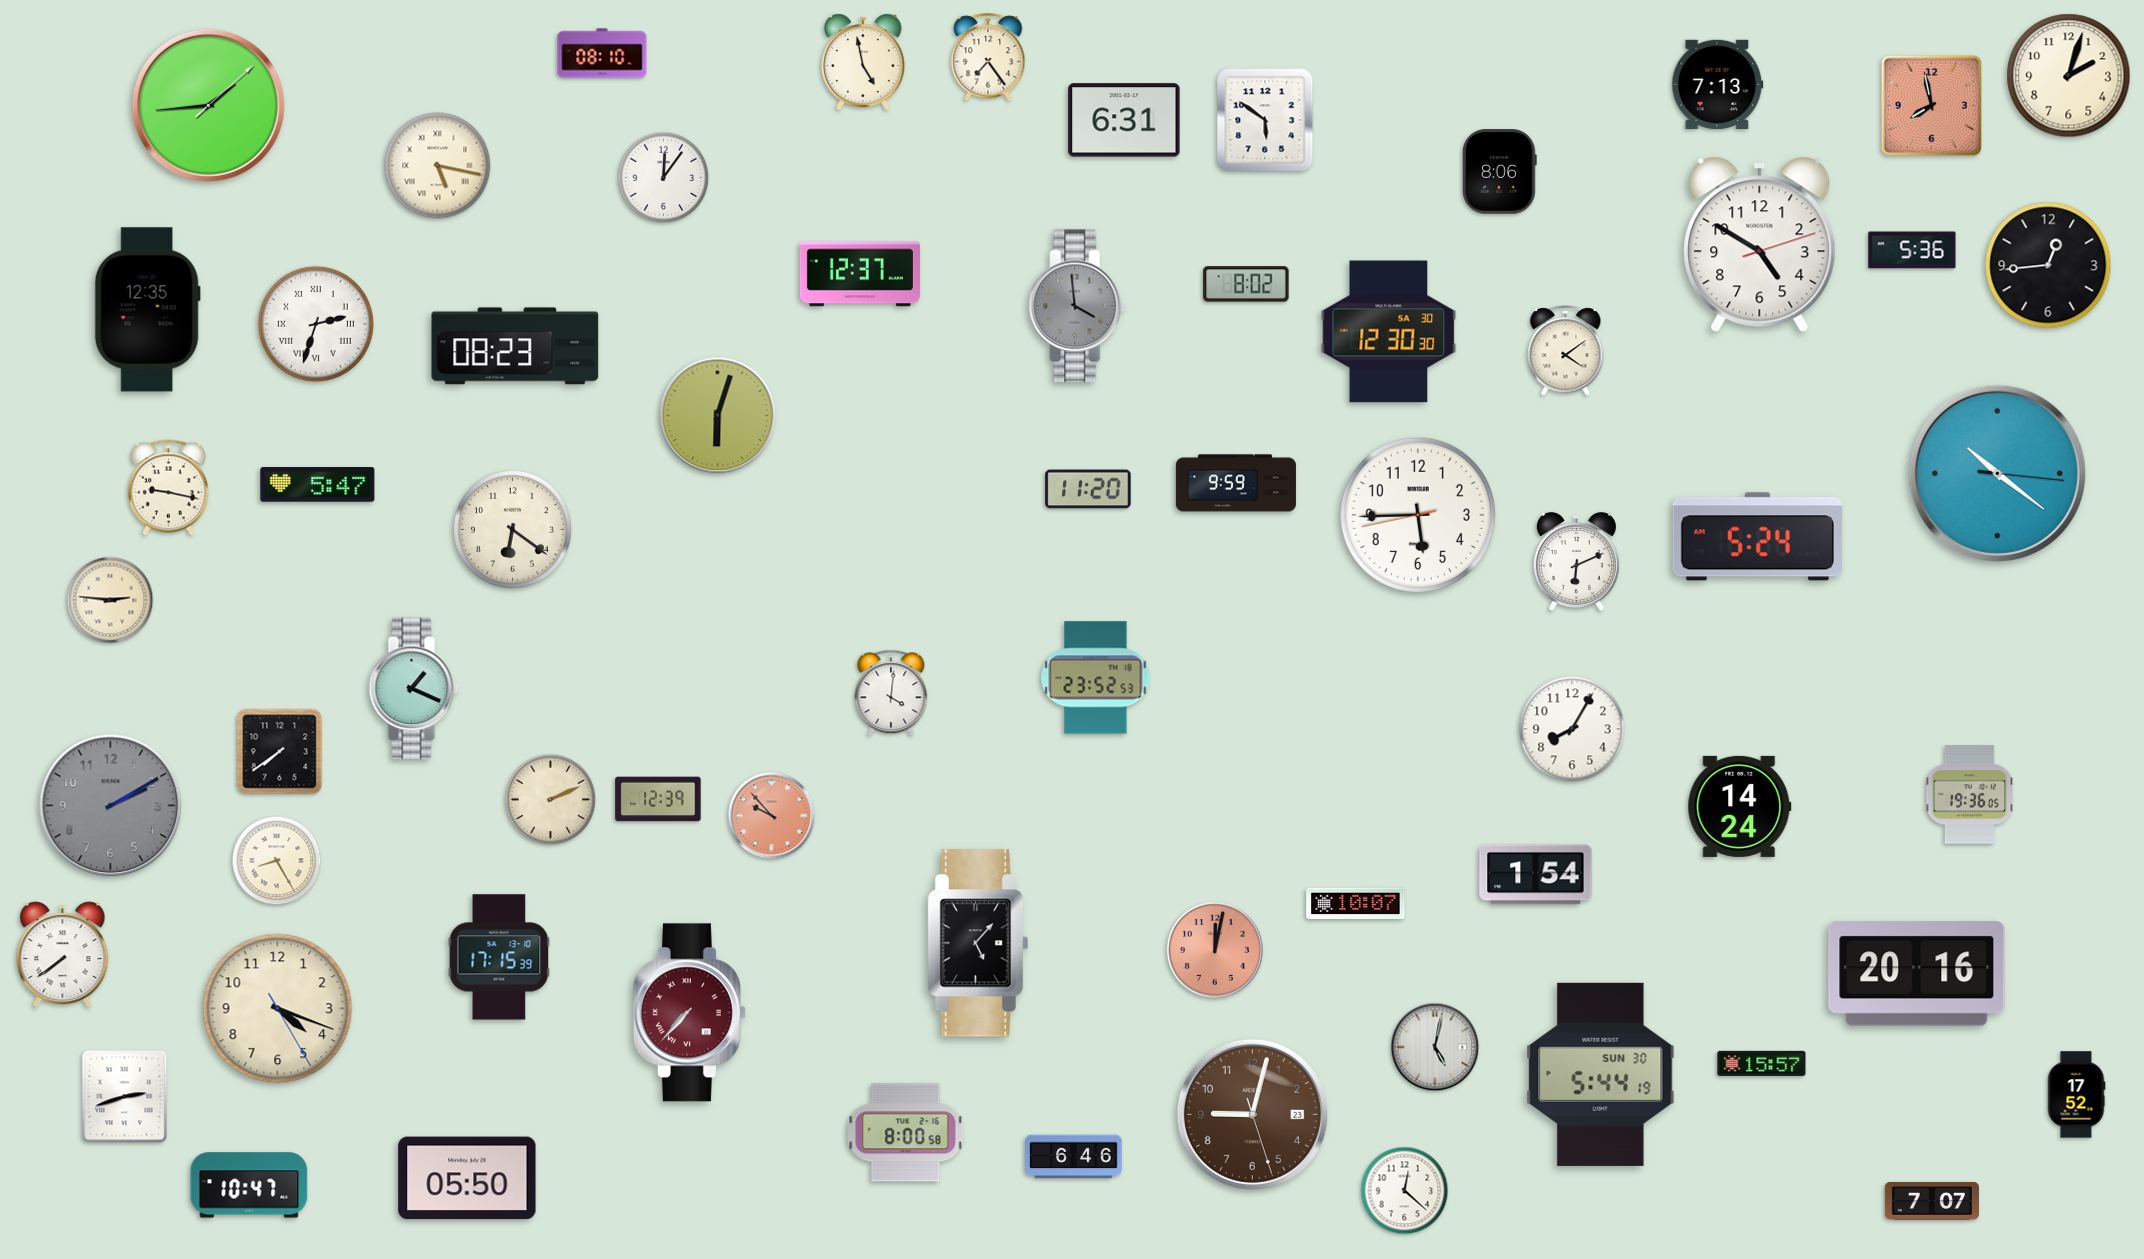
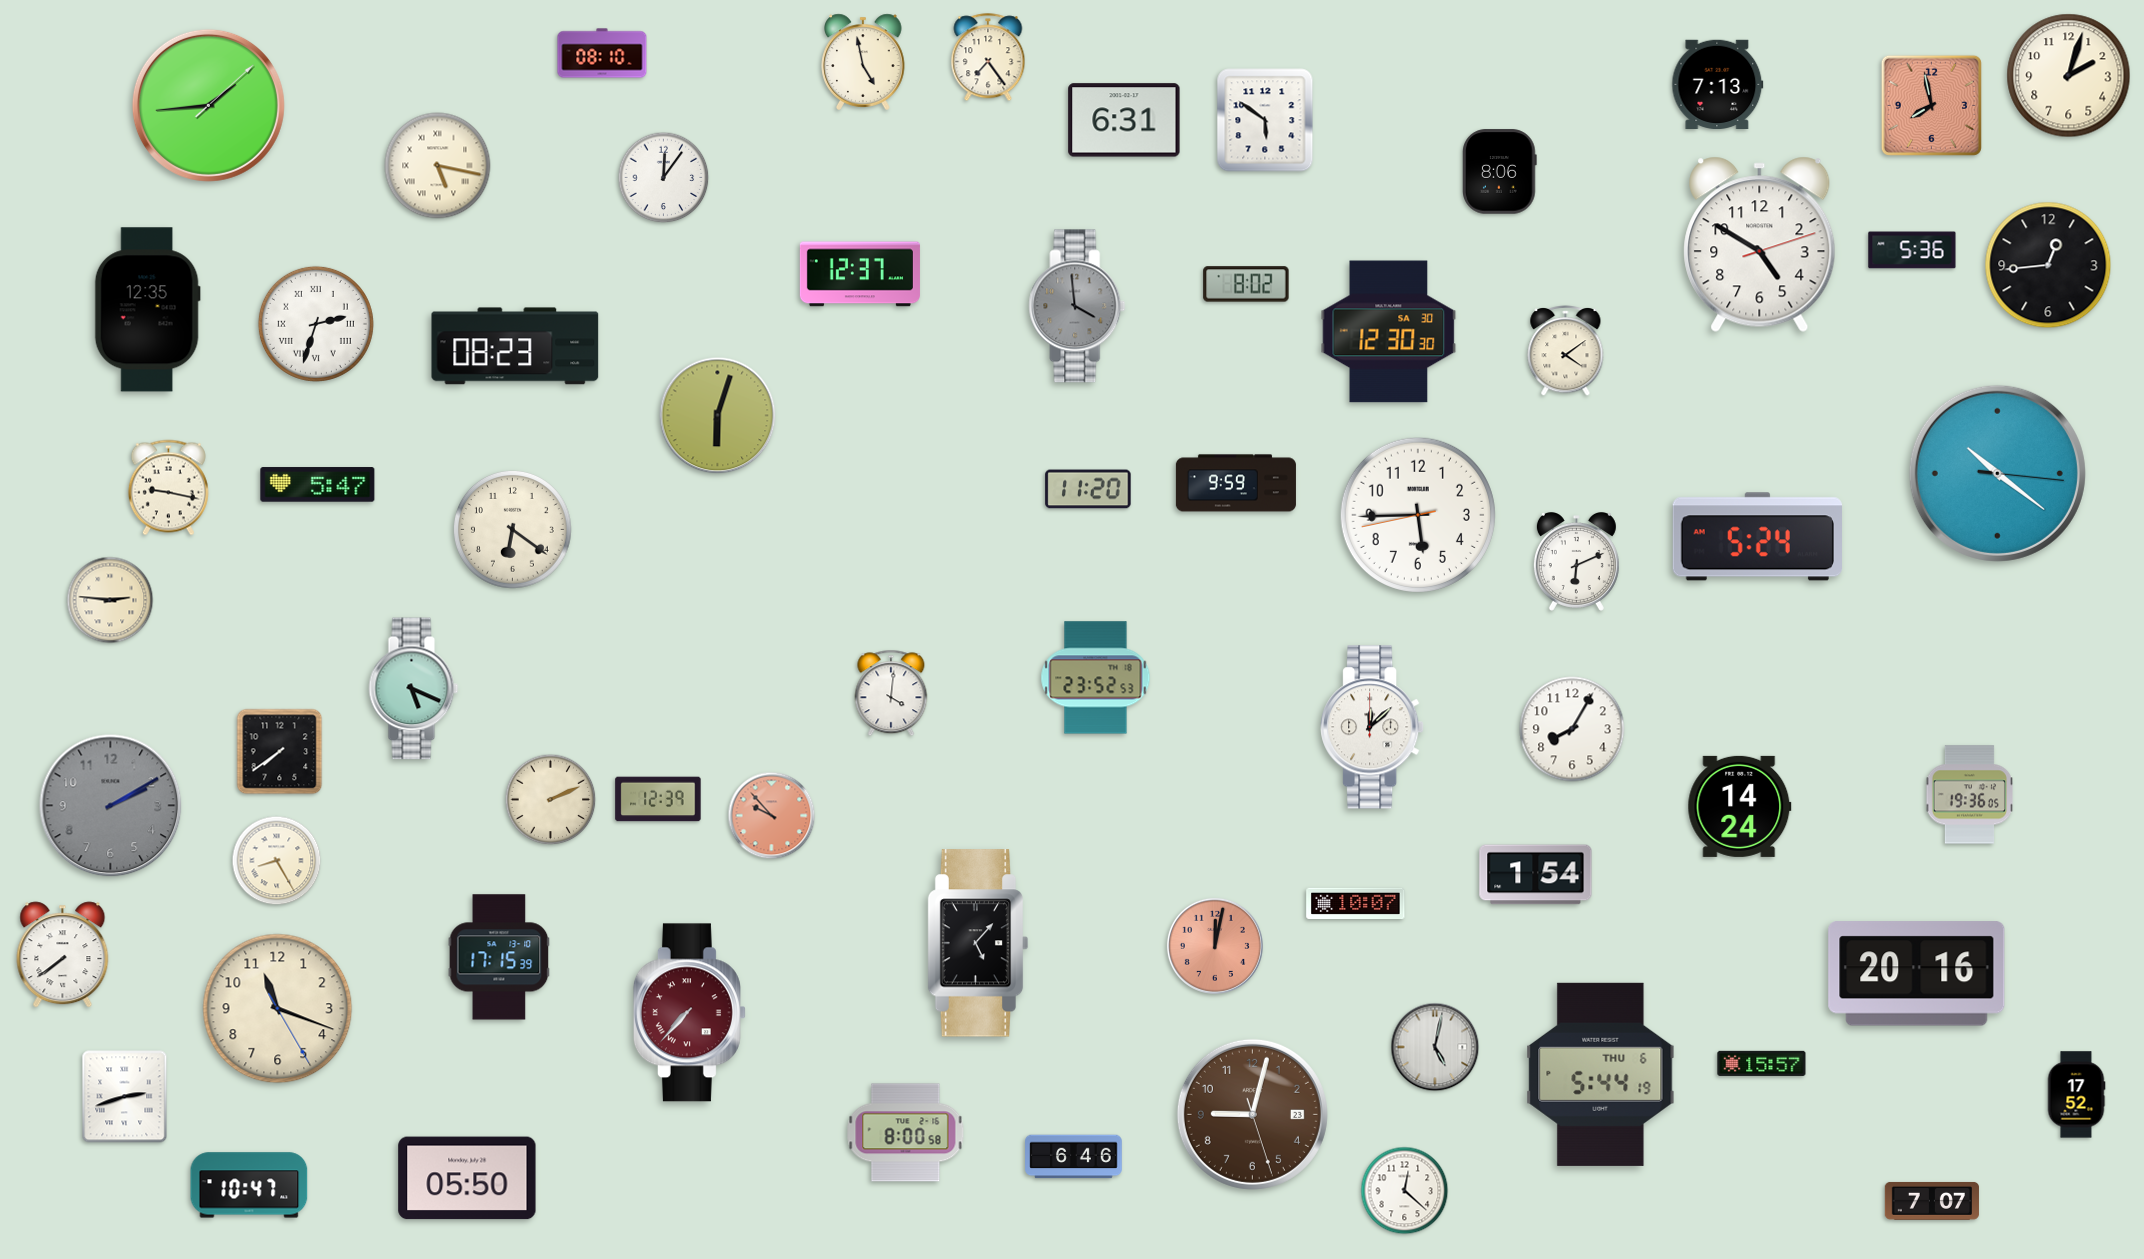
clock at (414, 689): 1:19 -> 5:19
clock at (1372, 727): none -> 12:08
clock at (1215, 950) position: (1215, 950) -> (1215, 946)
clock at (278, 1009): 4:18 -> 11:18
clock at (1601, 1074) date: SUN 30 -> THU 6
